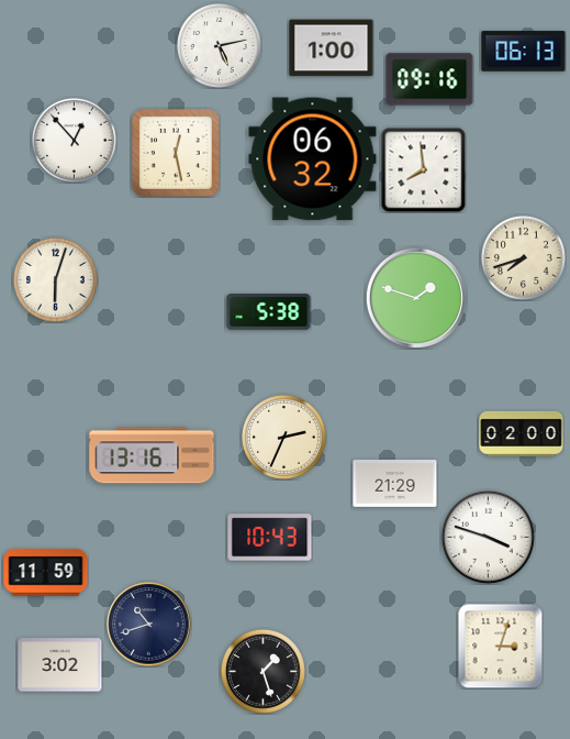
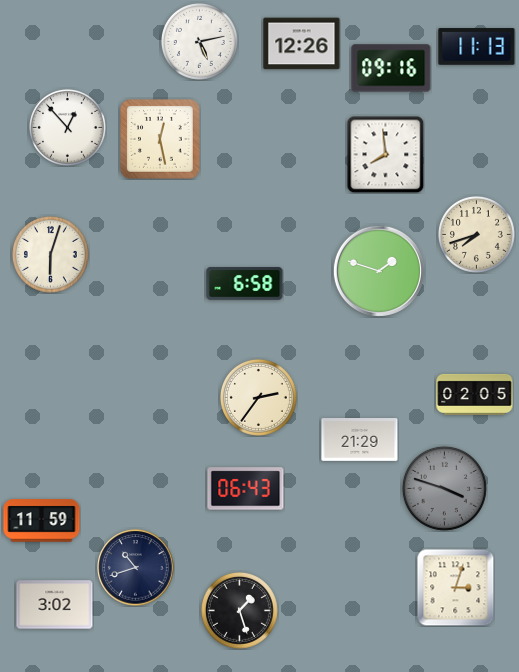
clock at (332, 48): 1:00 -> 12:26
clock at (524, 52): 06:13 -> 11:13
clock at (429, 79) position: (429, 79) -> (391, 68)
clock at (313, 159): 06:32 -> none
clock at (269, 312): 5:38 -> 6:58
clock at (522, 433): 02:00 -> 02:05
clock at (283, 437): 2:34 -> 2:36
clock at (152, 455): 13:16 -> none
clock at (488, 537) dial: white -> grey
clock at (270, 538): 10:43 -> 06:43
